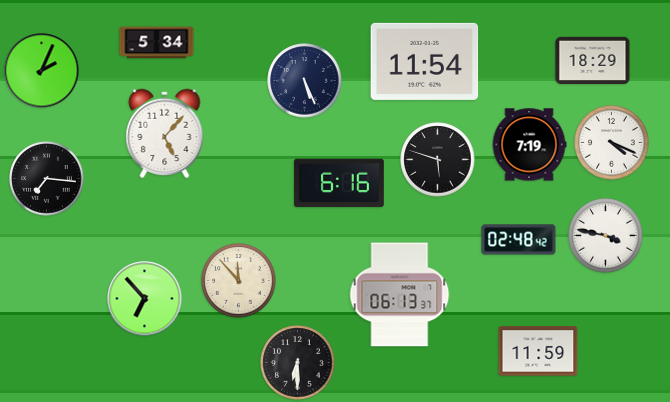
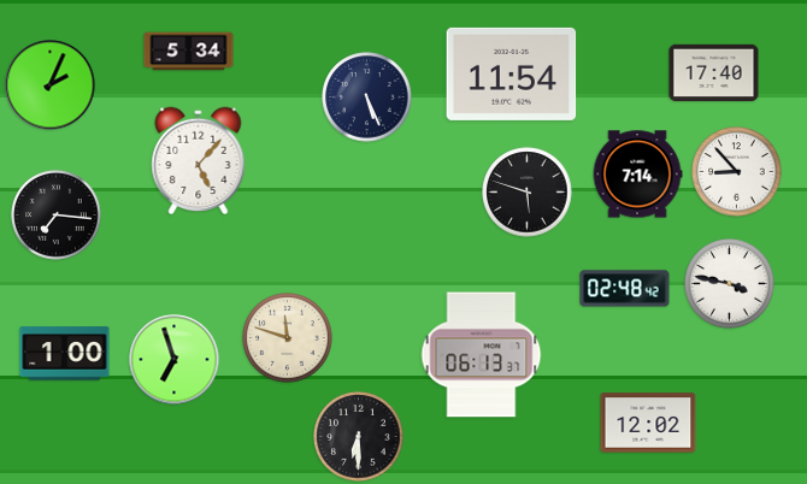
clock at (593, 61): 18:29 -> 17:40
clock at (612, 143): 4:19 -> 8:53
clock at (529, 145): 7:19 -> 7:14
clock at (339, 183): 6:16 -> none
clock at (239, 281): 11:53 -> 11:48
clock at (65, 354): none -> 1:00
clock at (145, 299): 6:53 -> 6:57
clock at (538, 351): 11:59 -> 12:02
